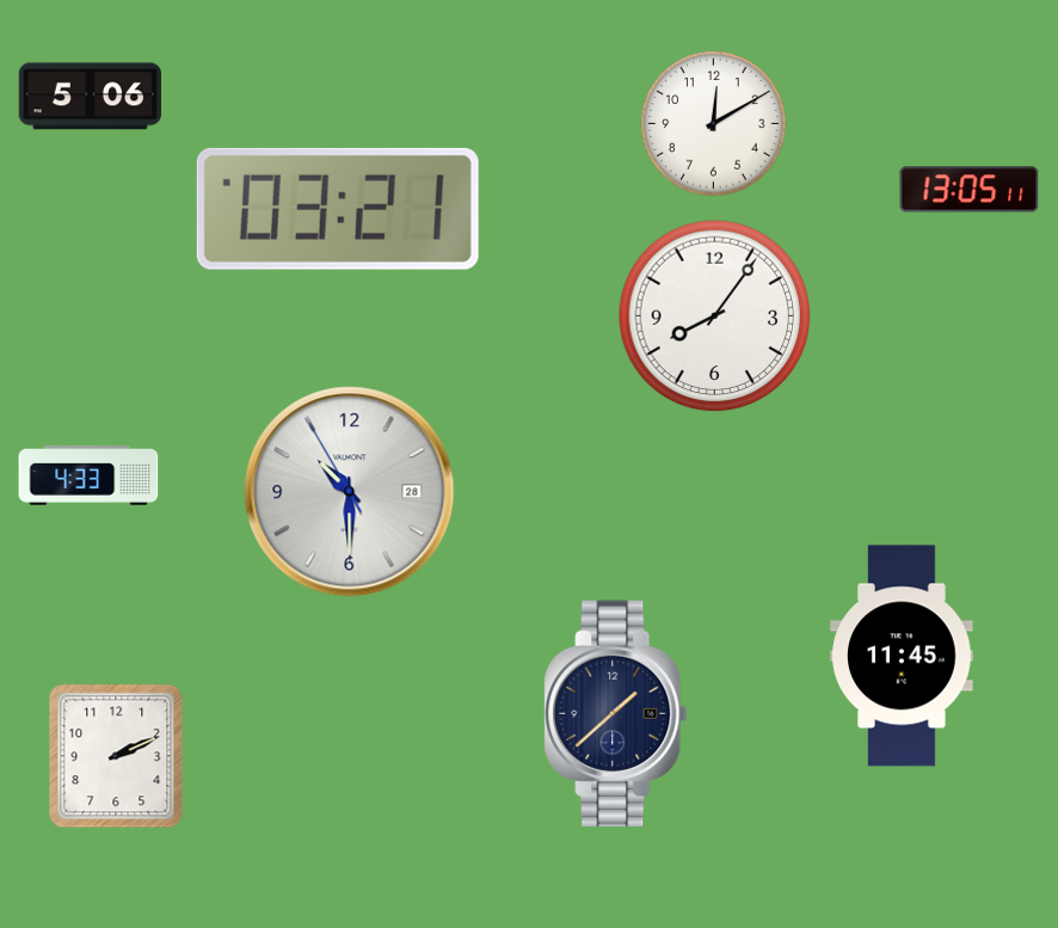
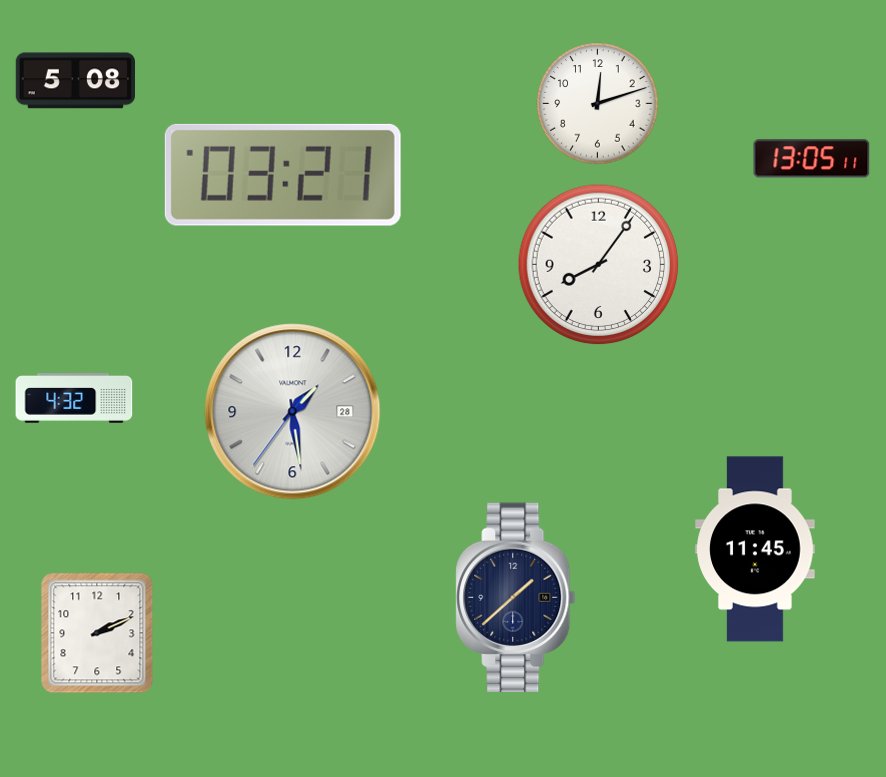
clock at (90, 97): 5:06 -> 5:08
clock at (714, 124): 12:10 -> 12:12
clock at (88, 477): 4:33 -> 4:32
clock at (350, 492): 10:29 -> 1:28
